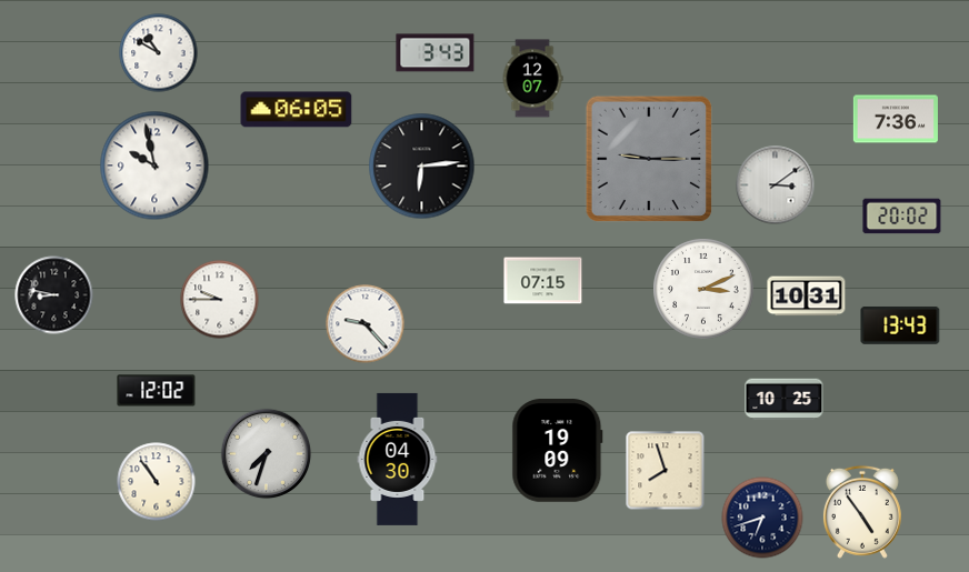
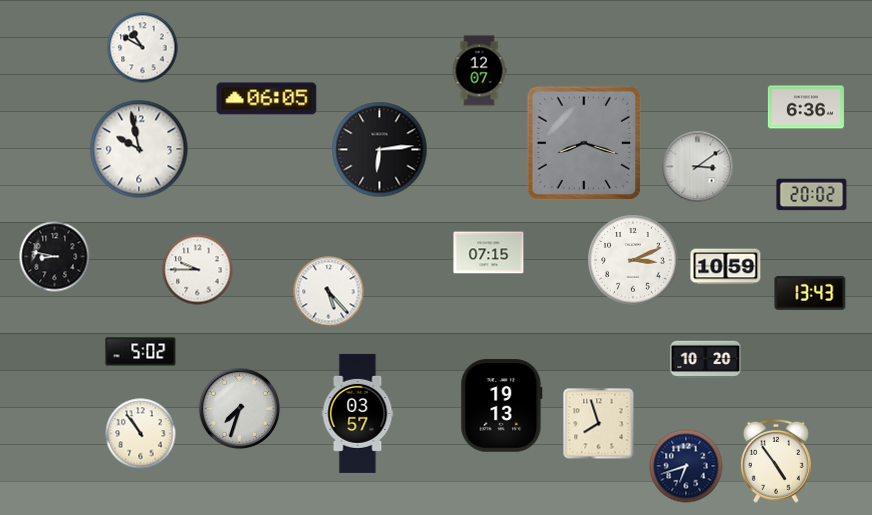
clock at (436, 53): 3:43 -> none
clock at (896, 119): 7:36 -> 6:36
clock at (649, 159): 9:15 -> 8:18
clock at (54, 295) position: (54, 295) -> (55, 257)
clock at (807, 297): 10:31 -> 10:59
clock at (366, 324): 9:23 -> 5:23
clock at (157, 391): 12:02 -> 5:02
clock at (785, 400): 10:25 -> 10:20
clock at (558, 451): 19:09 -> 19:13
clock at (398, 459): 04:30 -> 03:57
